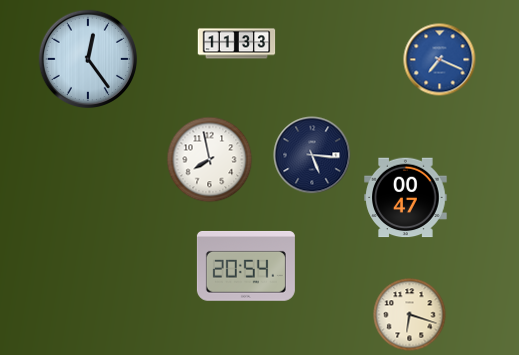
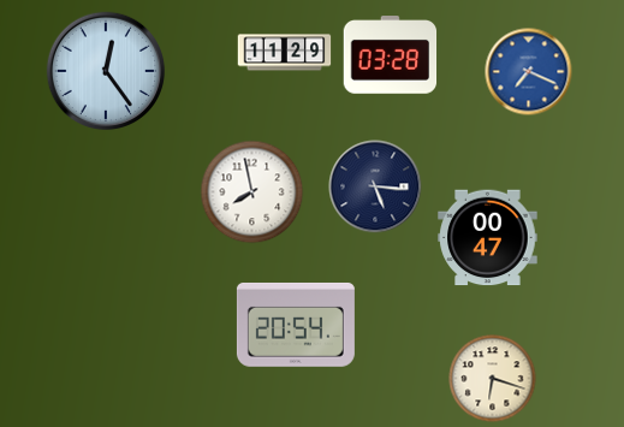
clock at (237, 44): 11:33 -> 11:29
clock at (391, 55): none -> 03:28
clock at (246, 266) position: (246, 266) -> (296, 325)
